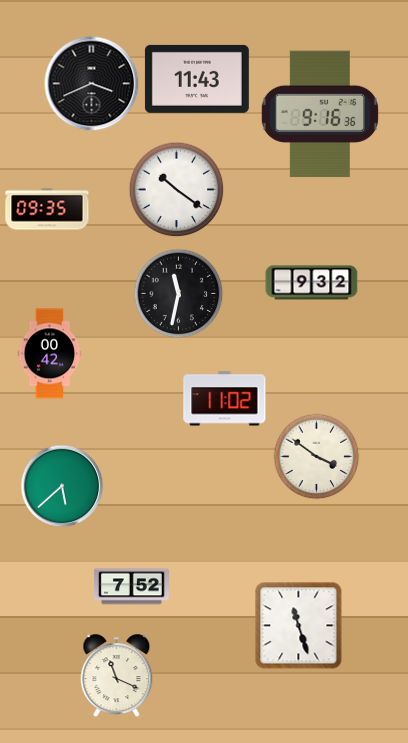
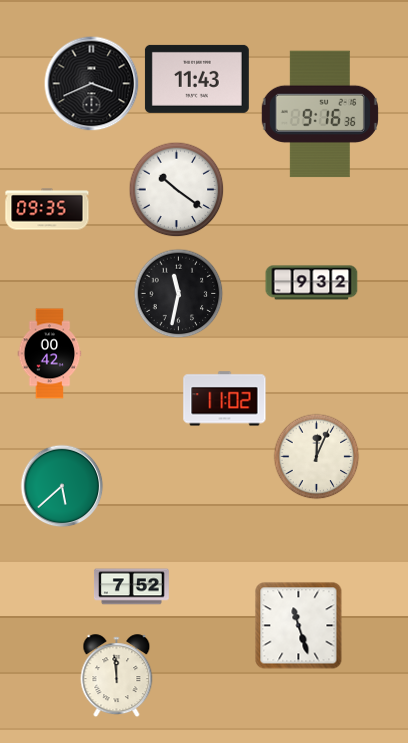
clock at (317, 457): 3:51 -> 12:04
clock at (117, 676): 11:19 -> 11:59
